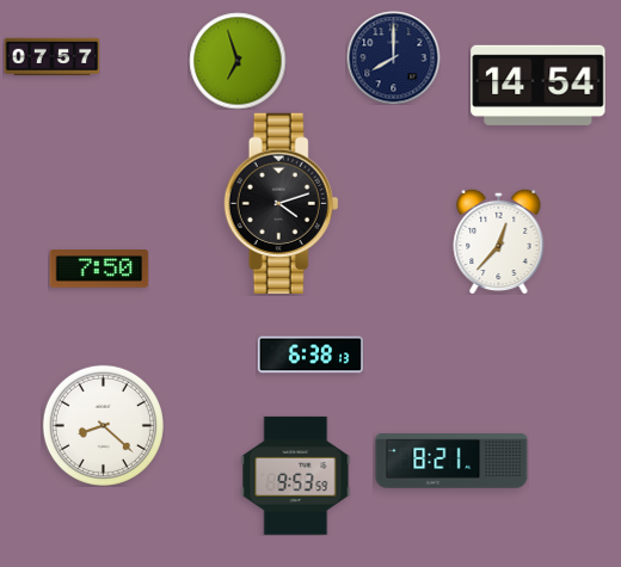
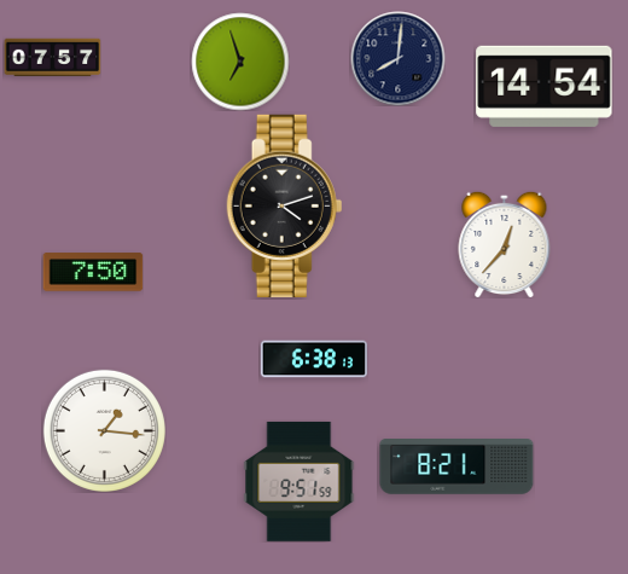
clock at (393, 57): 8:00 -> 8:01
clock at (99, 269) position: (99, 269) -> (93, 272)
clock at (103, 425): 8:22 -> 1:16
clock at (296, 475): 9:53 -> 9:51
